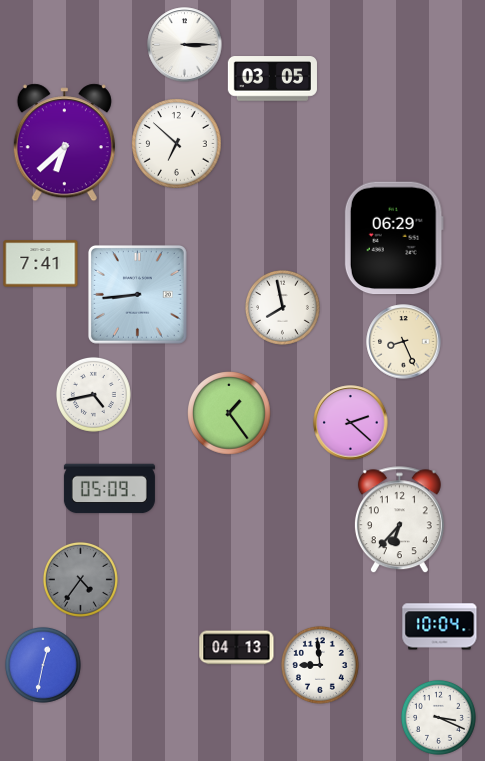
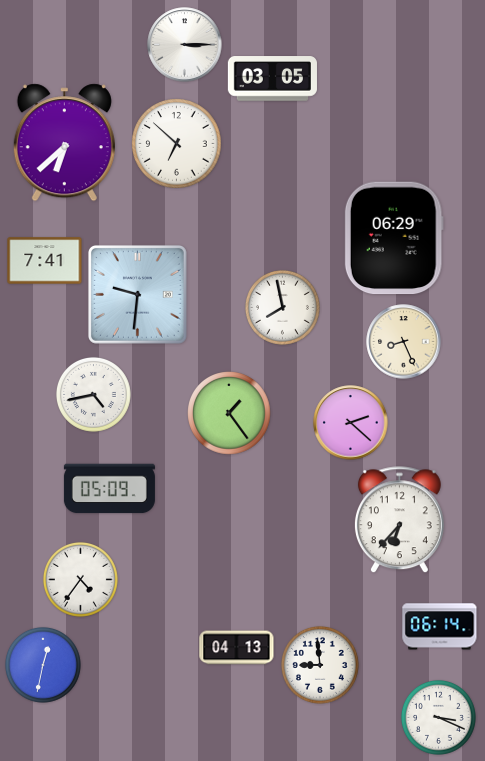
clock at (41, 264) position: (41, 264) -> (45, 261)
clock at (137, 294): 8:44 -> 9:31
clock at (80, 579) dial: grey -> white
clock at (440, 627): 10:04 -> 06:14
